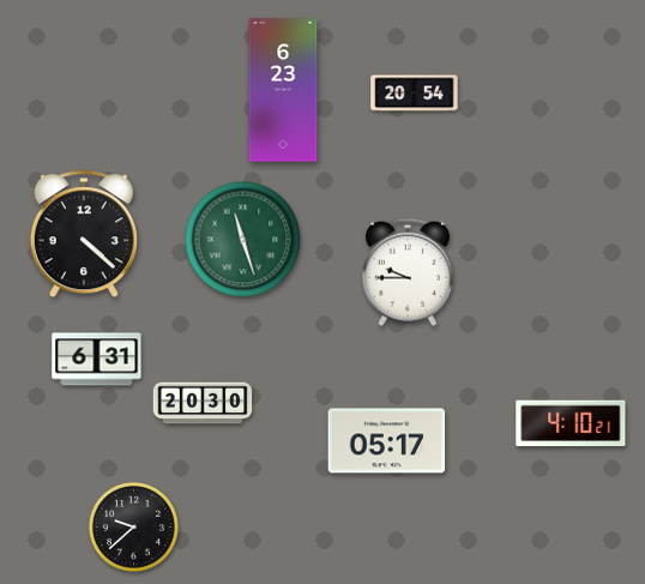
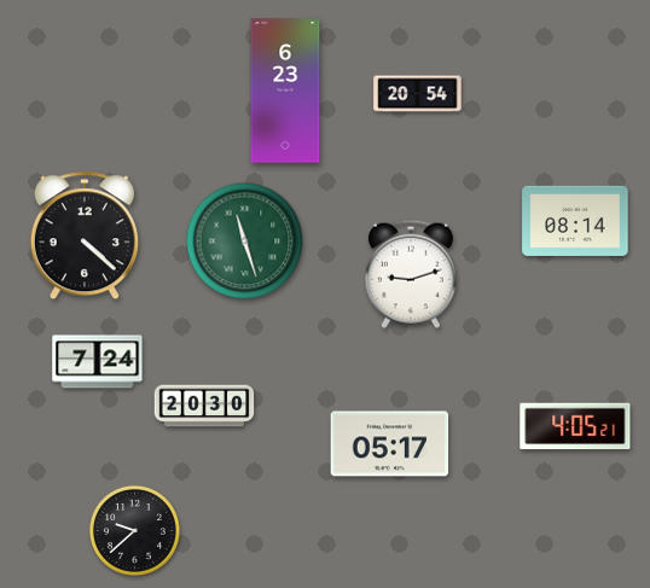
clock at (575, 221): none -> 08:14
clock at (408, 272): 9:45 -> 9:12
clock at (97, 360): 6:31 -> 7:24
clock at (571, 423): 4:10 -> 4:05
